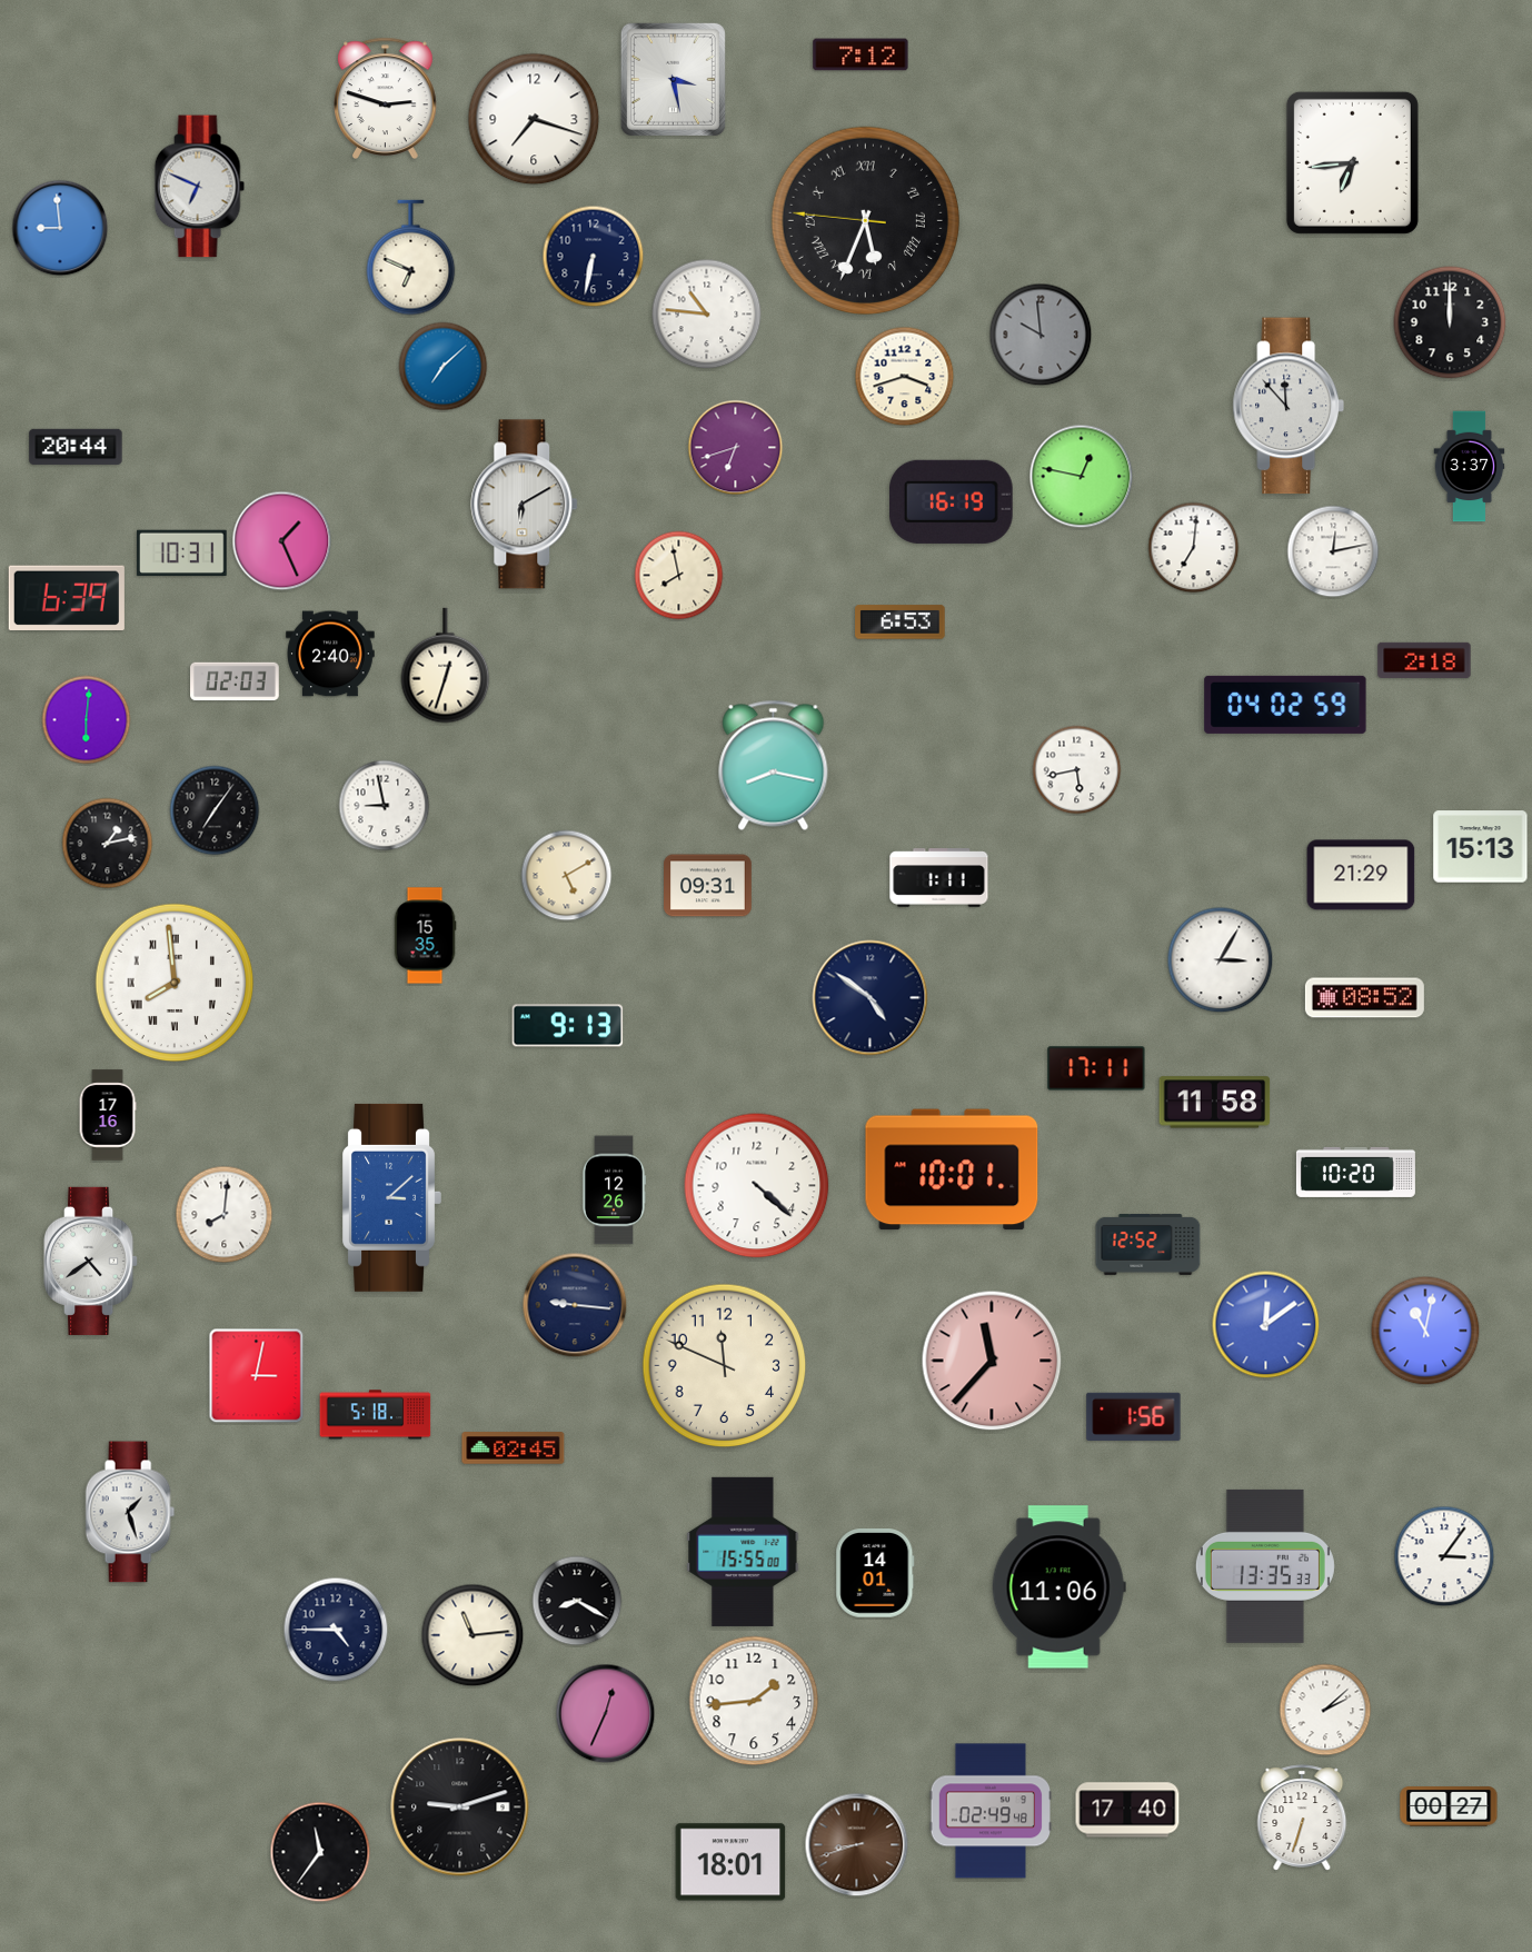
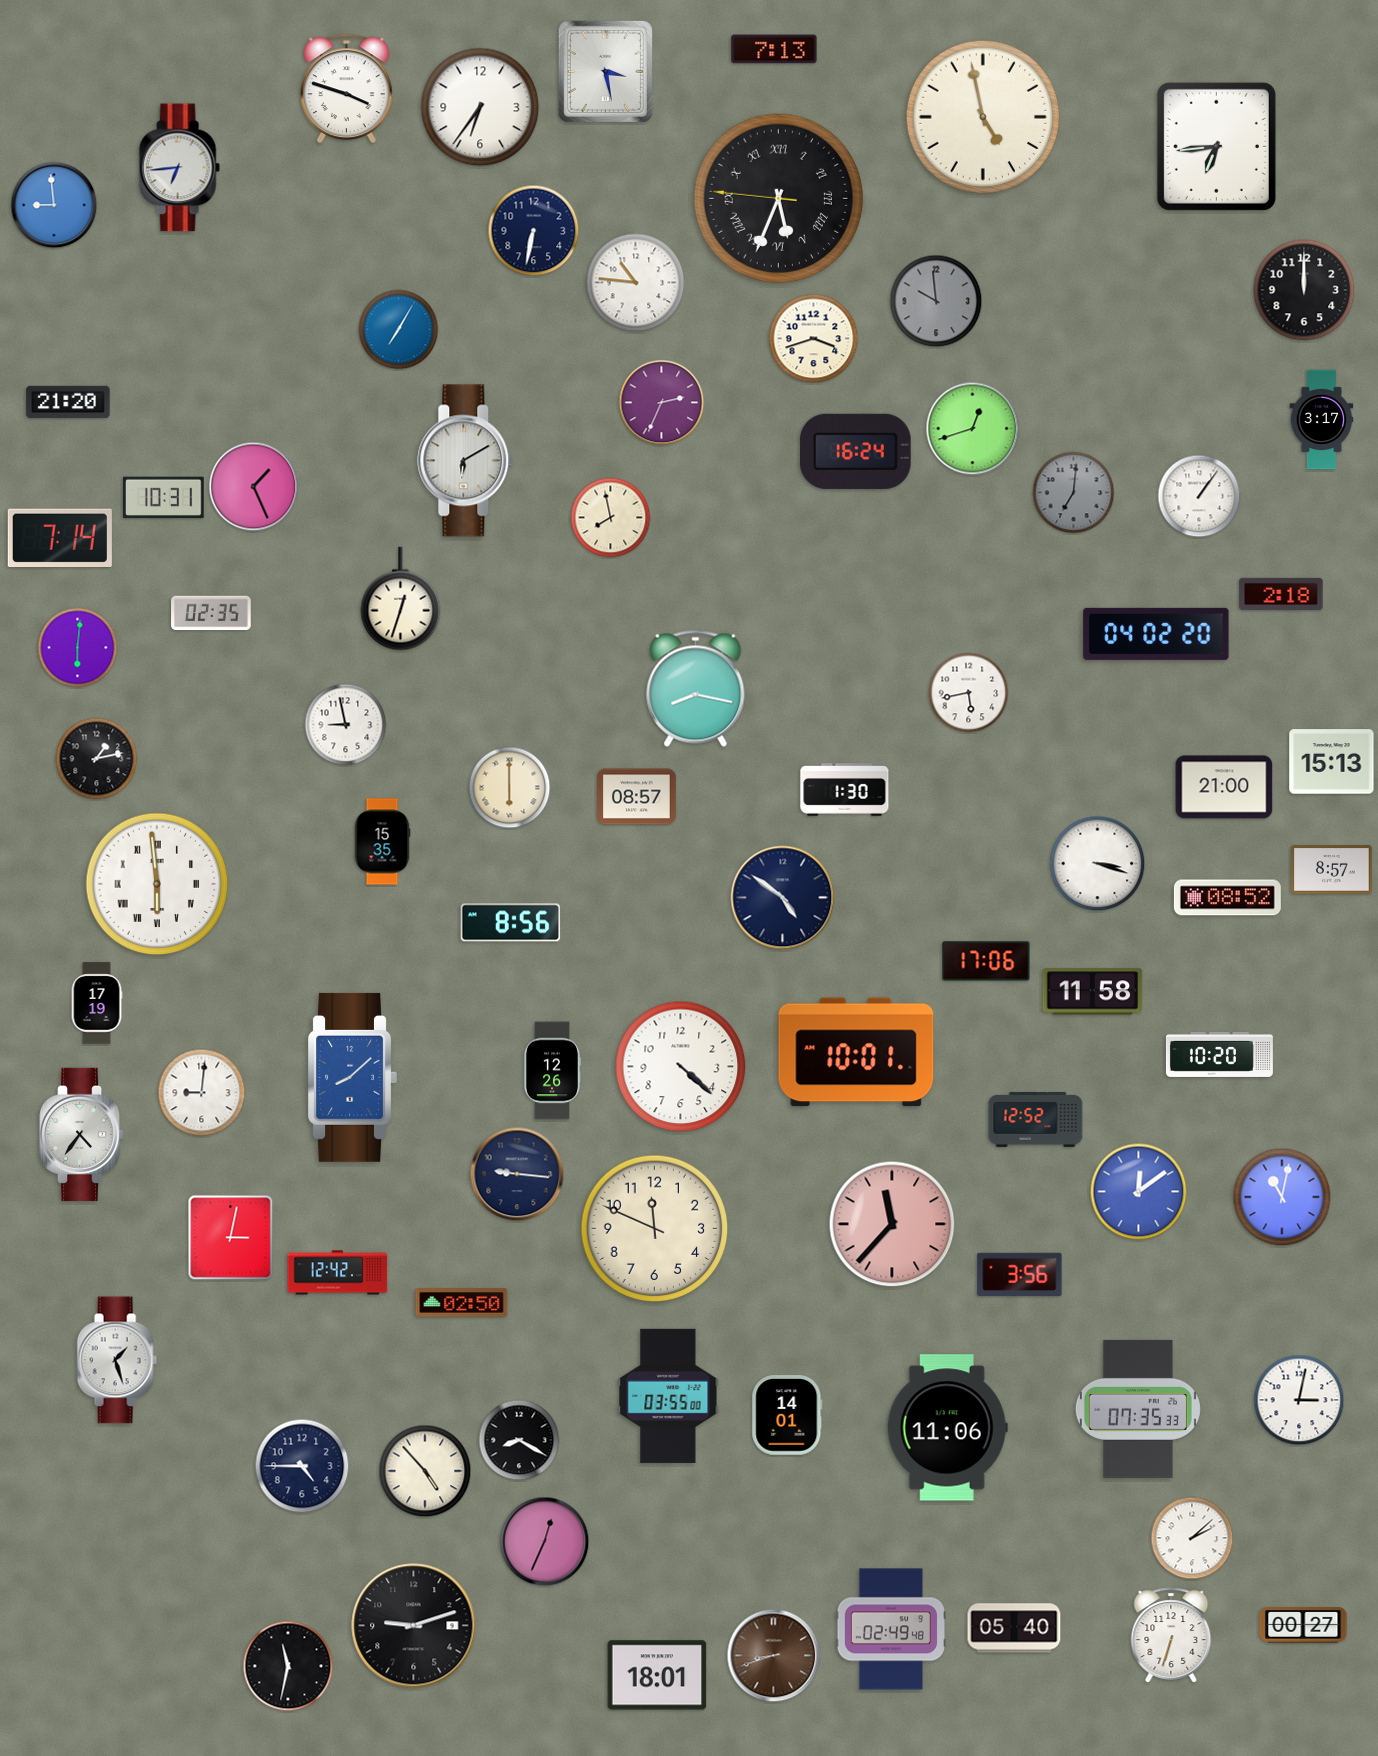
clock at (860, 54): 7:12 -> 7:13
clock at (386, 98): 2:48 -> 3:48
clock at (534, 119): 7:18 -> 6:36
clock at (983, 117): none -> 4:58
clock at (199, 187): 6:49 -> 6:44
clock at (411, 258): 6:49 -> none
clock at (444, 367): 7:08 -> 7:05
clock at (1289, 406): 11:53 -> none
clock at (76, 447): 20:44 -> 21:20
clock at (736, 448): 6:42 -> 2:34
clock at (1470, 467): 3:37 -> 3:17
clock at (1082, 477): 12:47 -> 12:42
clock at (952, 501): 16:19 -> 16:24
clock at (525, 505) position: (525, 505) -> (466, 461)
clock at (1194, 548) dial: white -> grey
clock at (1333, 551): 12:13 -> 1:06
clock at (67, 597): 6:39 -> 7:14
clock at (901, 623): 6:53 -> none
clock at (330, 654): 2:40 -> none
clock at (235, 681): 02:03 -> 02:35
clock at (1285, 705): 04:02:59 -> 04:02:20
clock at (215, 810): 7:06 -> none
clock at (1361, 875): 21:29 -> 21:00
clock at (567, 876): 5:10 -> 6:00
clock at (939, 878): 1:11 -> 1:30
clock at (708, 886): 09:31 -> 08:57
clock at (1221, 960): 3:05 -> 3:18
clock at (1332, 870): none -> 8:57
clock at (175, 983): 7:59 -> 5:59
clock at (568, 1026): 9:13 -> 8:56
clock at (1096, 1068): 17:11 -> 17:06
clock at (108, 1115): 17:16 -> 17:19
clock at (391, 1197): 3:08 -> 8:08
clock at (225, 1215): 8:01 -> 9:01
clock at (1148, 1245) position: (1148, 1245) -> (1036, 1120)
clock at (92, 1261): 4:39 -> 4:36
clock at (725, 1366) position: (725, 1366) -> (655, 1229)
clock at (376, 1415): 5:18 -> 12:42
clock at (1134, 1416): 1:56 -> 3:56
clock at (514, 1448): 02:45 -> 02:50
clock at (743, 1552): 15:55 -> 03:55
clock at (1444, 1556): 3:06 -> 3:02
clock at (1265, 1566): 13:35 -> 07:35
clock at (1058, 1587) position: (1058, 1587) -> (947, 1428)
clock at (472, 1635): 11:14 -> 4:53
clock at (754, 1701): 1:44 -> none
clock at (1127, 1810): 17:40 -> 05:40
clock at (857, 1845) position: (857, 1845) -> (774, 1656)
clock at (320, 1852): 11:36 -> 11:32
